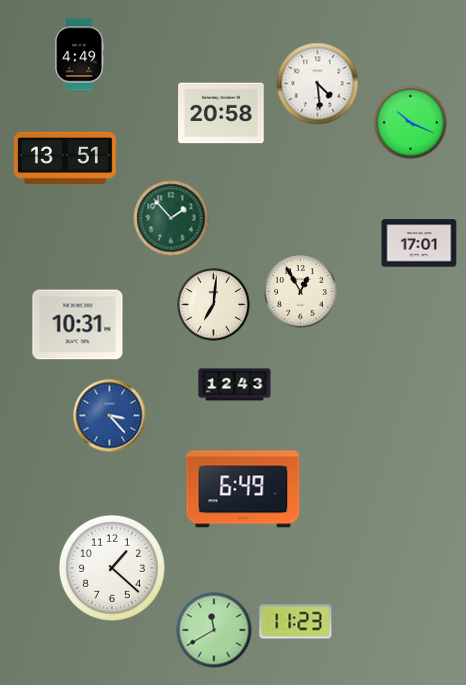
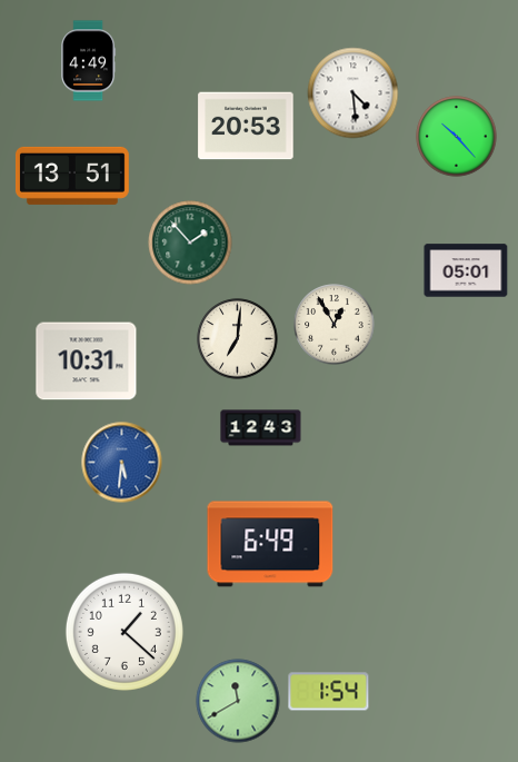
clock at (221, 113): 20:58 -> 20:53
clock at (411, 123): 10:19 -> 10:23
clock at (419, 243): 17:01 -> 05:01
clock at (110, 416): 3:23 -> 5:31
clock at (296, 622): 11:23 -> 1:54
